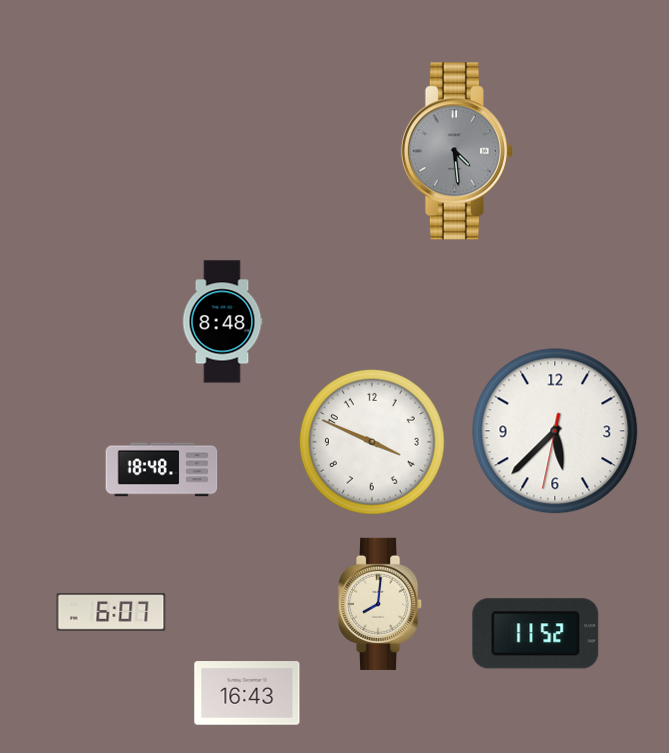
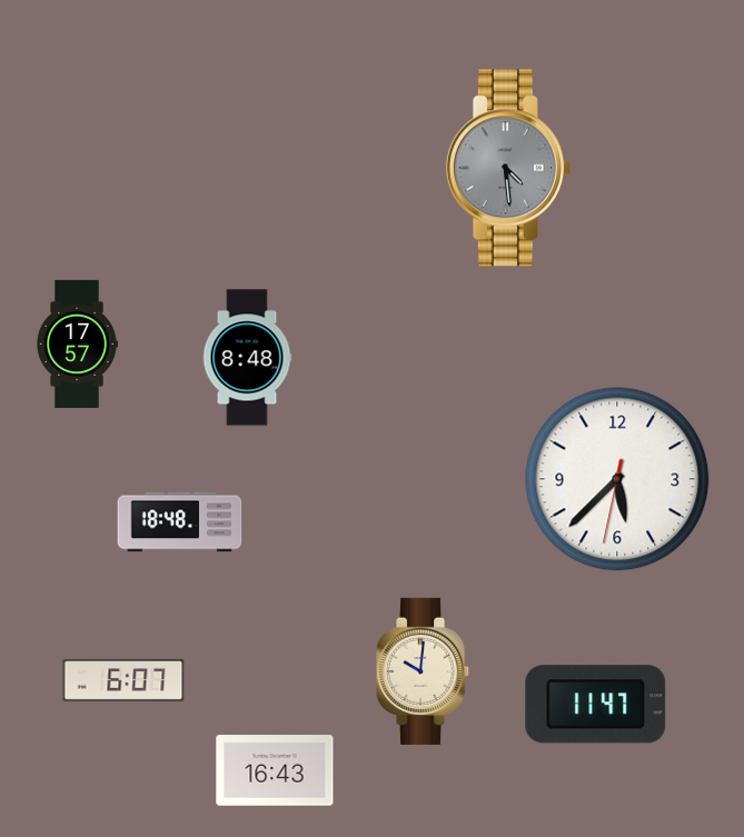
clock at (78, 343): none -> 17:57
clock at (372, 442): 3:49 -> none
clock at (381, 604): 8:01 -> 10:01
clock at (536, 634): 11:52 -> 11:47
